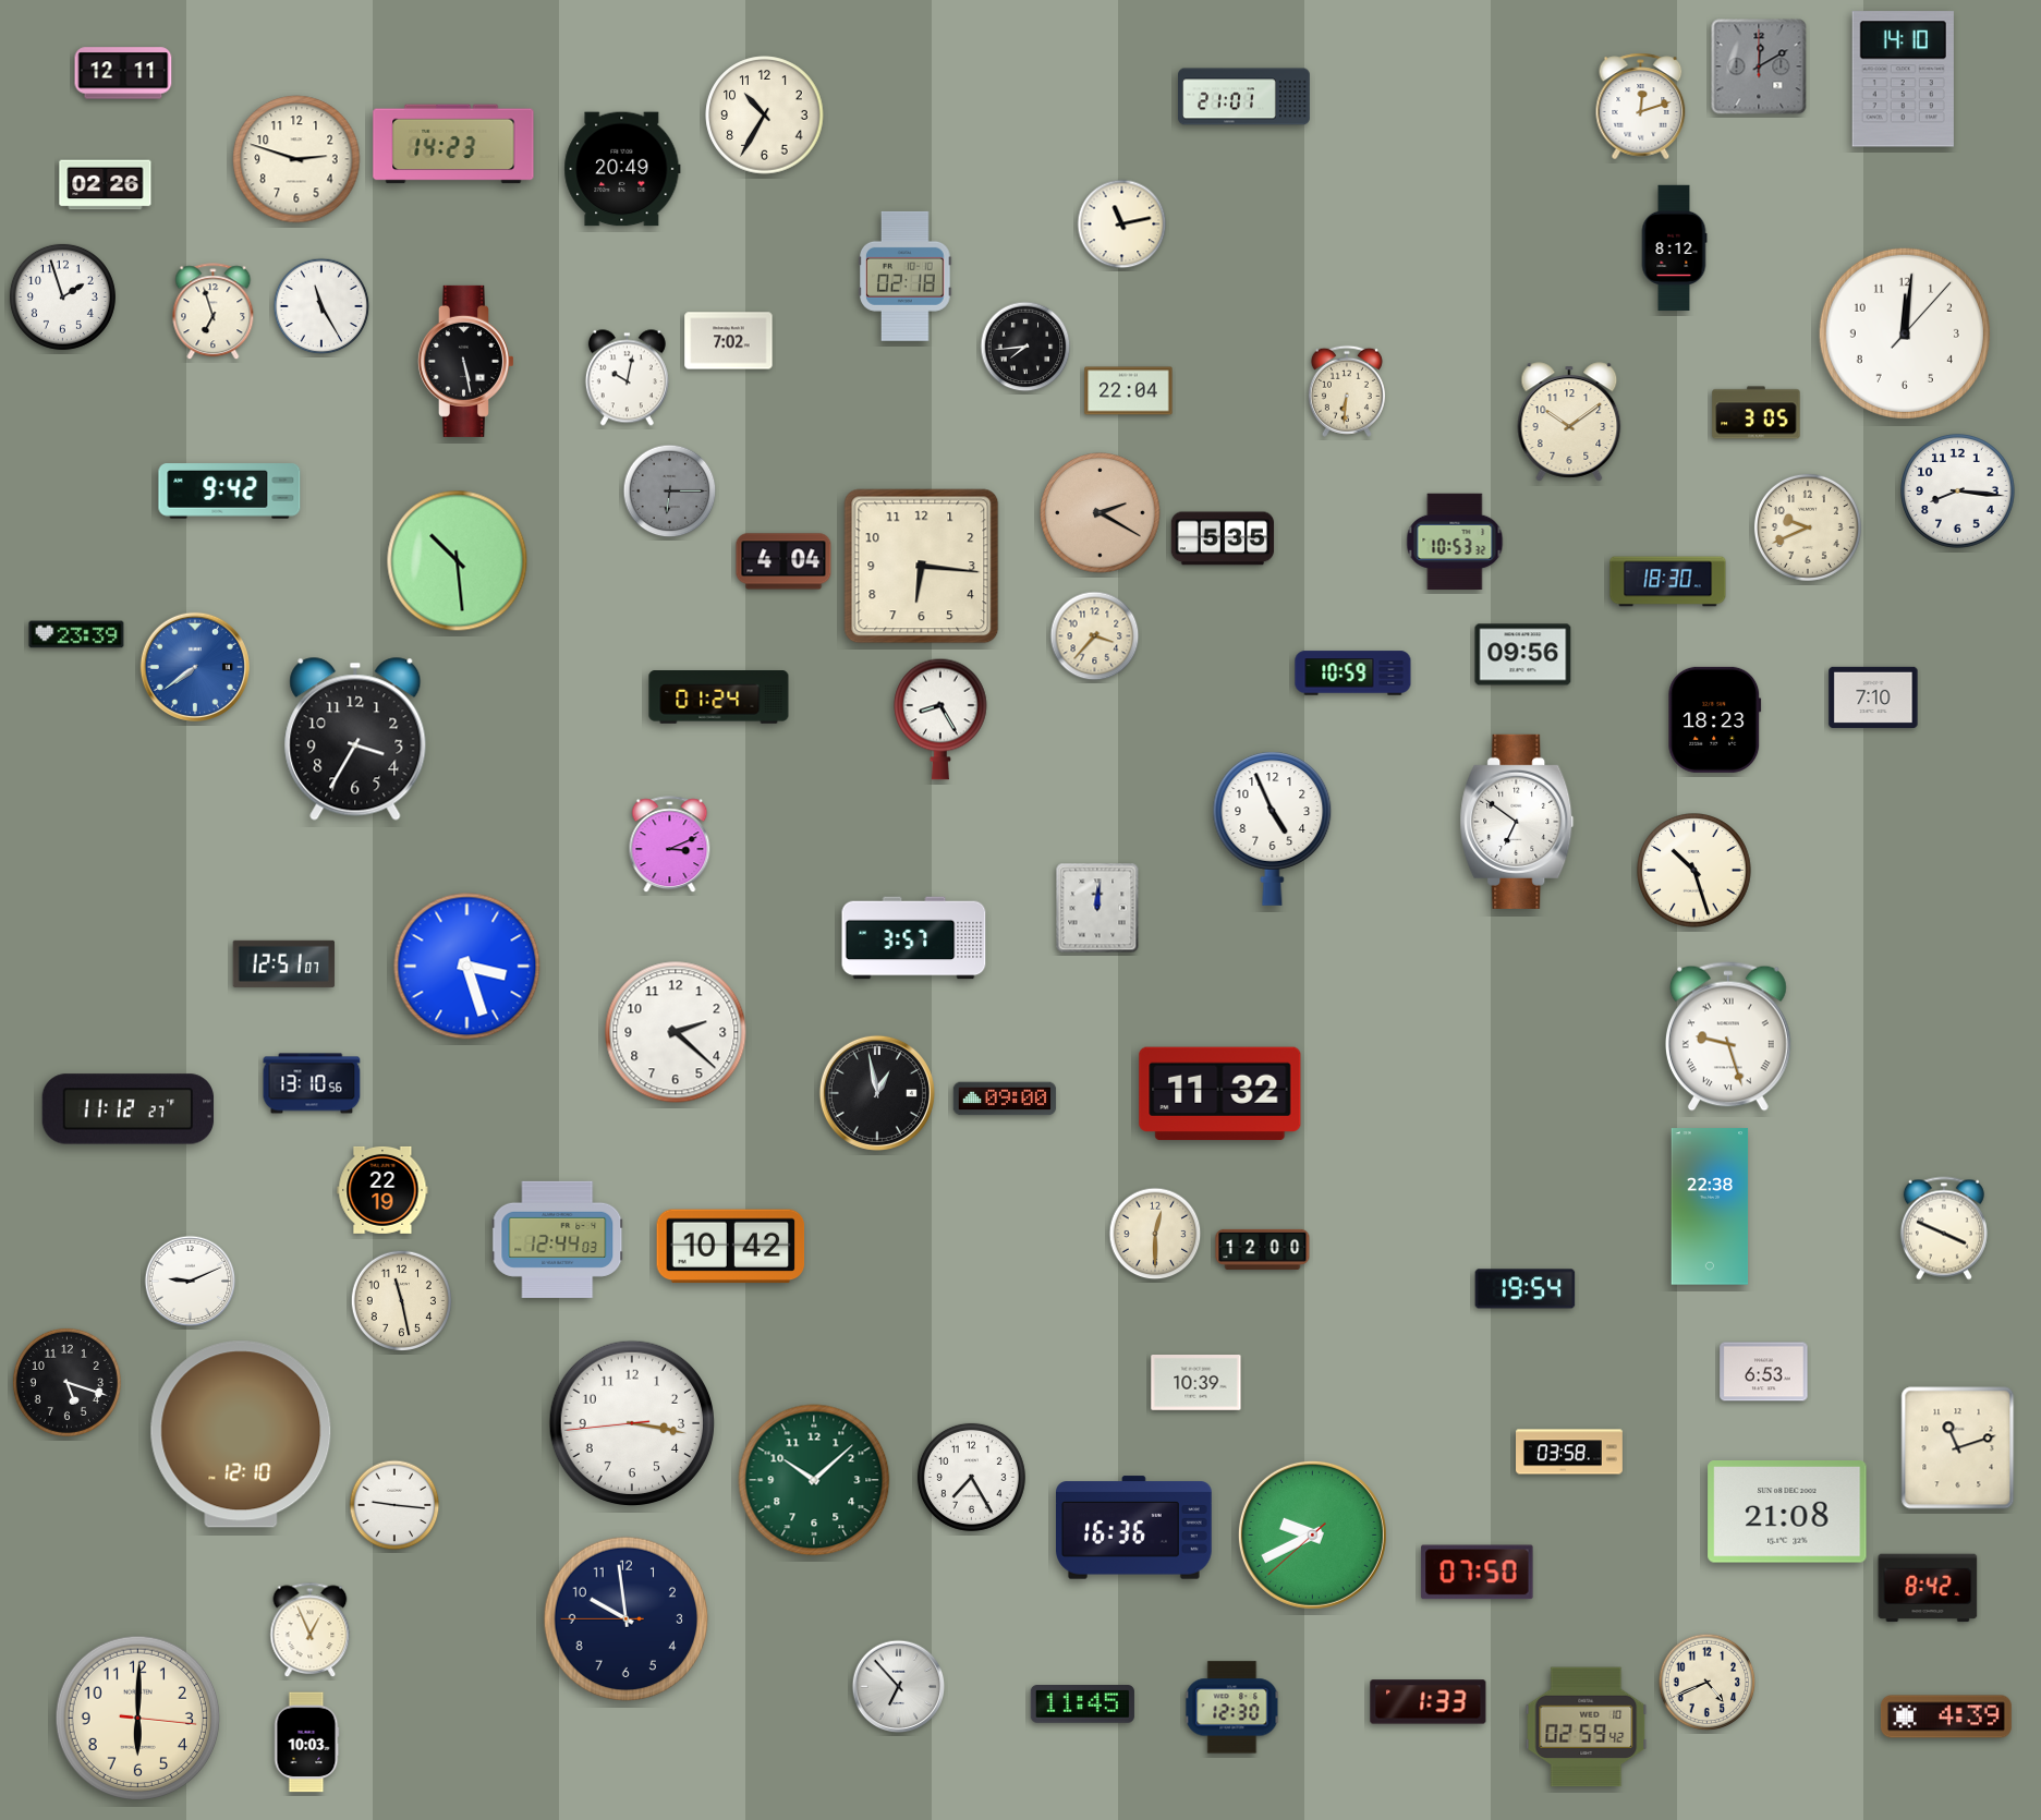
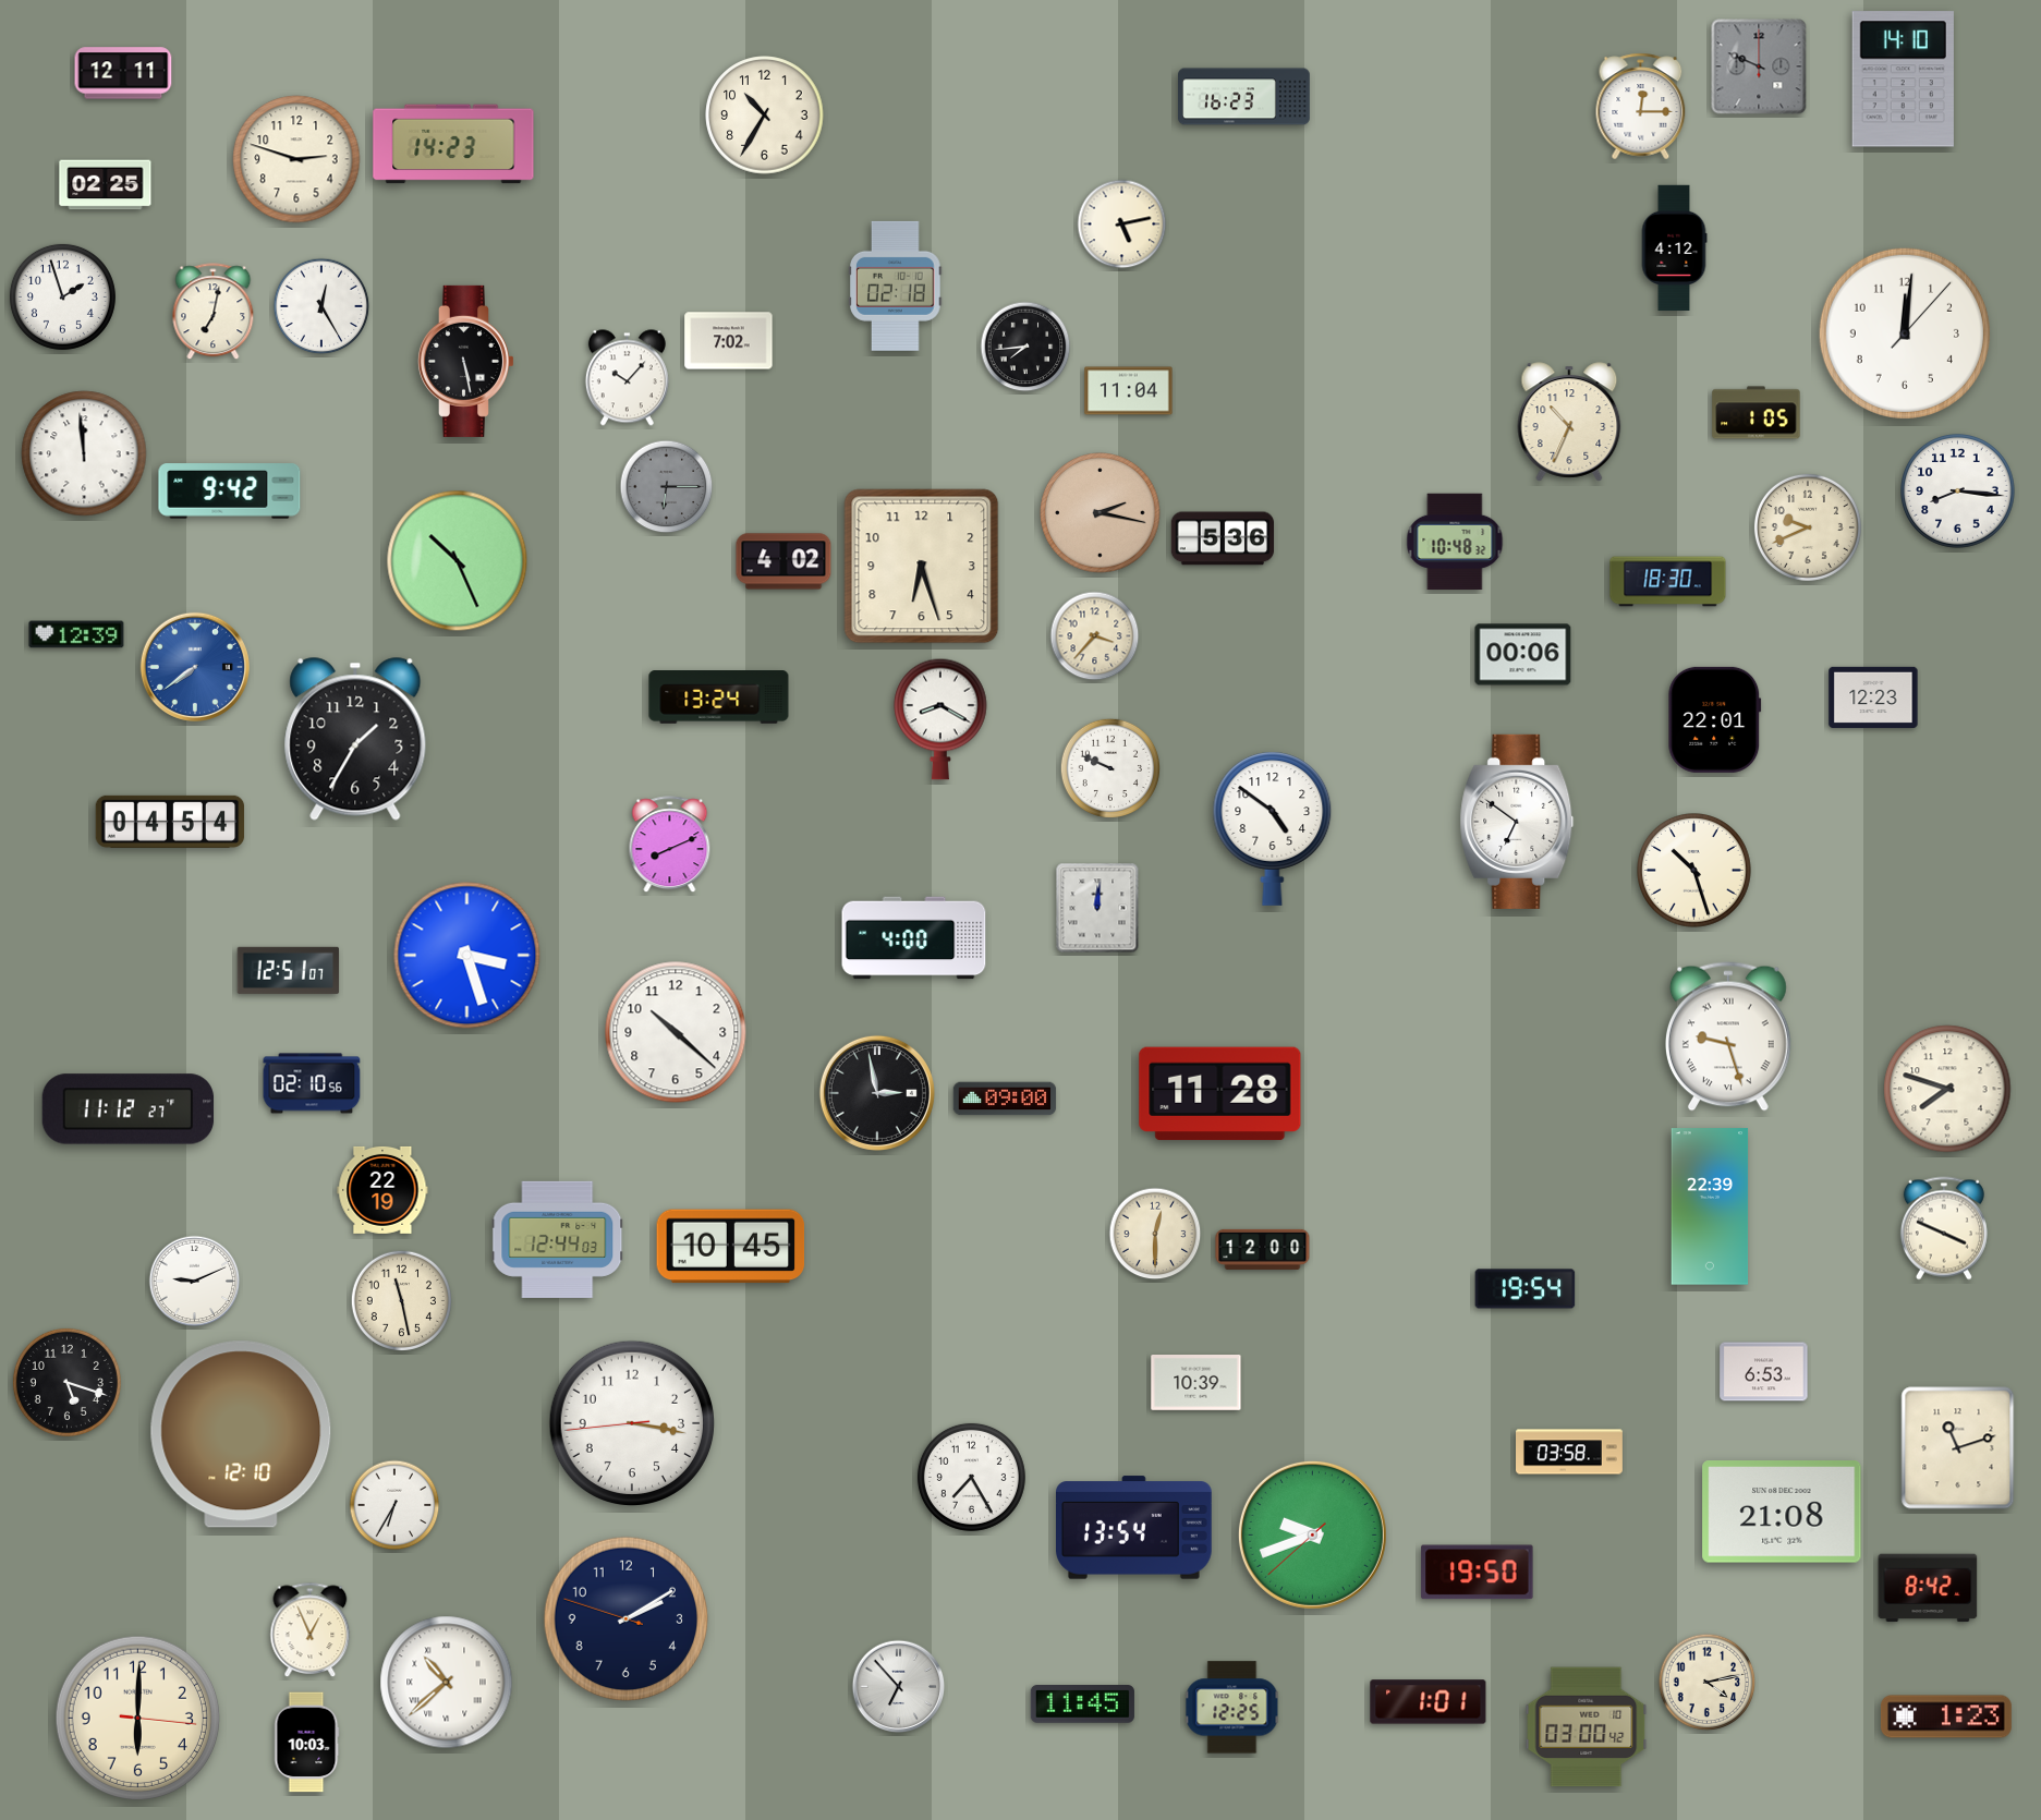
clock at (1759, 66): 12:10 -> 9:49
clock at (1244, 97): 21:01 -> 16:23
clock at (1641, 107): 12:12 -> 12:15
clock at (622, 169): 20:49 -> none
clock at (106, 185): 02:26 -> 02:25
clock at (1122, 225): 11:13 -> 5:13
clock at (1674, 248): 8:12 -> 4:12
clock at (906, 276) position: (906, 276) -> (896, 286)
clock at (321, 306): 11:25 -> 12:25
clock at (214, 312): 6:57 -> 7:02
clock at (627, 378): 10:02 -> 10:07
clock at (1129, 391): 22:04 -> 11:04
clock at (1347, 391): 6:31 -> none
clock at (1757, 413): 3:05 -> 1:05
clock at (1569, 422): 10:09 -> 10:34
clock at (84, 453): none -> 11:59
clock at (670, 492) position: (670, 492) -> (667, 487)
clock at (1101, 513): 2:20 -> 2:17
clock at (1222, 538): 5:35 -> 5:36
clock at (1455, 542): 10:53 -> 10:48
clock at (458, 561): 10:29 -> 10:26
clock at (783, 561): 4:04 -> 4:02
clock at (922, 567): 6:16 -> 6:27
clock at (76, 634): 23:39 -> 12:39
clock at (1523, 655): 09:56 -> 00:06
clock at (1353, 674): 10:59 -> none
clock at (719, 697): 01:24 -> 13:24
clock at (1873, 697): 7:10 -> 12:23
clock at (940, 719): 8:25 -> 8:20
clock at (1715, 719): 18:23 -> 22:01
clock at (355, 739): 3:35 -> 1:35
clock at (1109, 767): none -> 9:49
clock at (170, 822): none -> 04:54
clock at (1273, 828): 4:56 -> 4:51
clock at (670, 845): 3:11 -> 8:11
clock at (914, 938): 3:57 -> 4:00
clock at (284, 963) position: (284, 963) -> (289, 970)
clock at (467, 967) position: (467, 967) -> (467, 956)
clock at (676, 1032): 2:22 -> 10:22
clock at (312, 1083): 13:10 -> 02:10
clock at (1947, 1089): none -> 7:48
clock at (877, 1093): 12:58 -> 2:58
clock at (1220, 1094): 11:32 -> 11:28
clock at (1710, 1206): 22:38 -> 22:39
clock at (731, 1247): 10:42 -> 10:45
clock at (191, 1282) position: (191, 1282) -> (195, 1282)
clock at (814, 1480): 10:08 -> none
clock at (394, 1505): 9:16 -> 6:35
clock at (1787, 1512) position: (1787, 1512) -> (1782, 1512)
clock at (1134, 1528): 16:36 -> 13:54
clock at (1312, 1534): 9:40 -> 9:41
clock at (1478, 1573): 07:50 -> 19:50
clock at (627, 1619): 9:58 -> 2:09
clock at (447, 1683): none -> 10:38
clock at (1708, 1683): 4:41 -> 4:13
clock at (1429, 1702): 1:33 -> 1:01
clock at (1232, 1708): 12:30 -> 12:25
clock at (1946, 1716): 4:39 -> 1:23
clock at (1587, 1727): 02:59 -> 03:00
